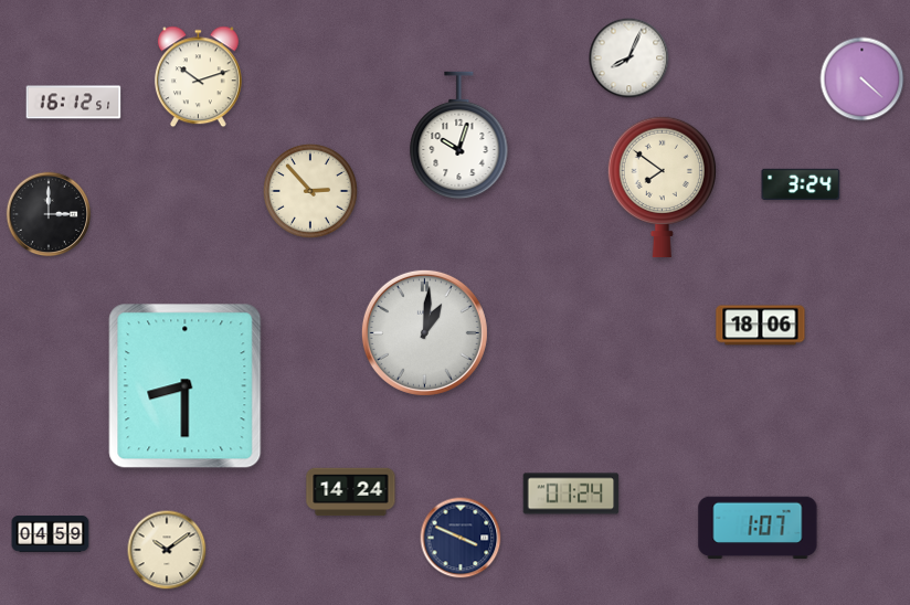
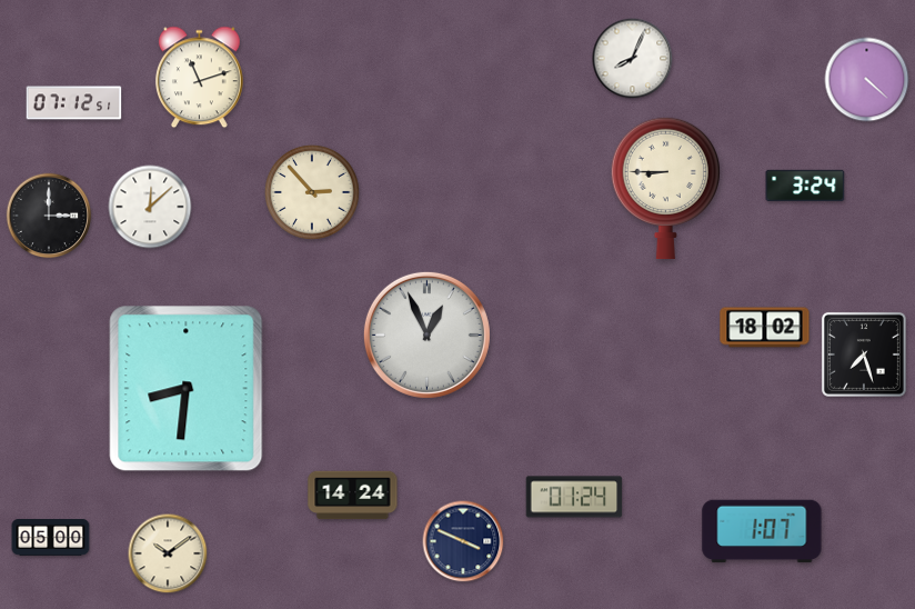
clock at (198, 77): 10:12 -> 11:12
clock at (74, 103): 16:12 -> 07:12
clock at (459, 136): 10:03 -> none
clock at (662, 187): 7:51 -> 8:45
clock at (150, 207): none -> 12:08
clock at (761, 326): 18:06 -> 18:02
clock at (424, 332): 1:01 -> 12:56
clock at (864, 355): none -> 7:27
clock at (186, 386): 8:30 -> 8:31
clock at (51, 534): 04:59 -> 05:00
